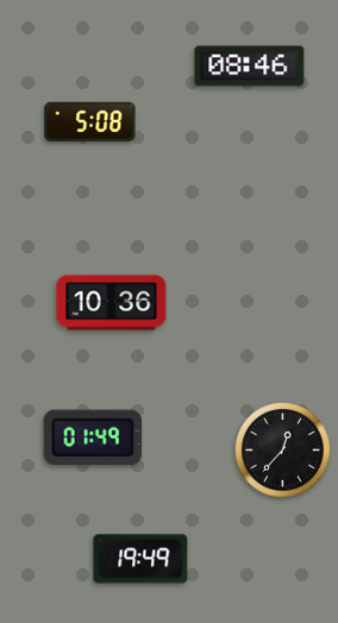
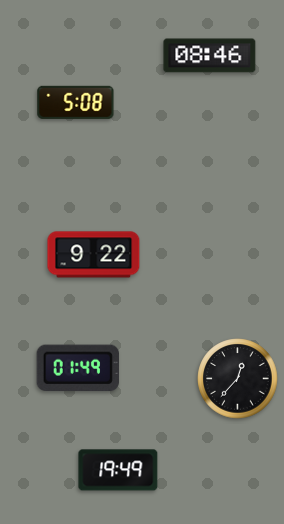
clock at (112, 303): 10:36 -> 9:22
